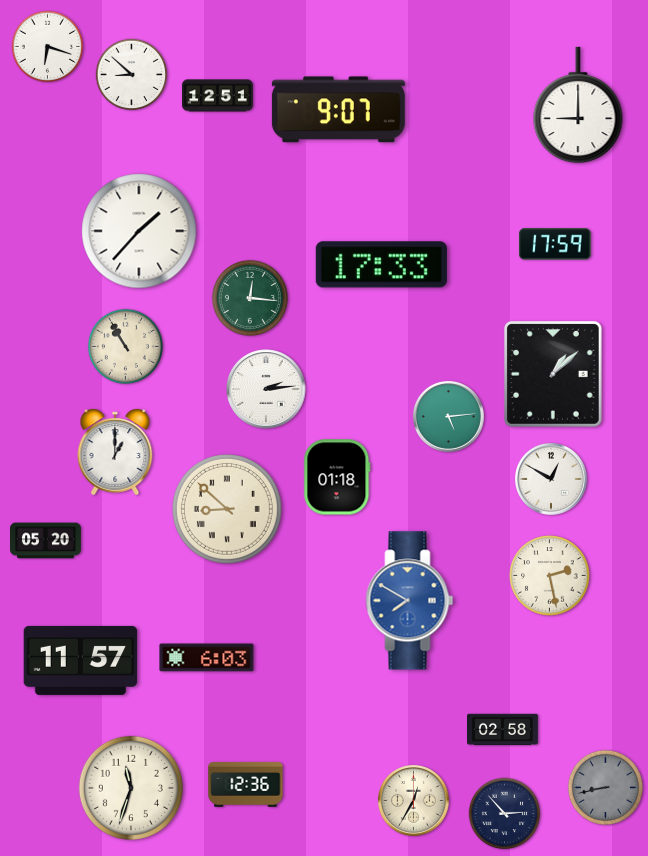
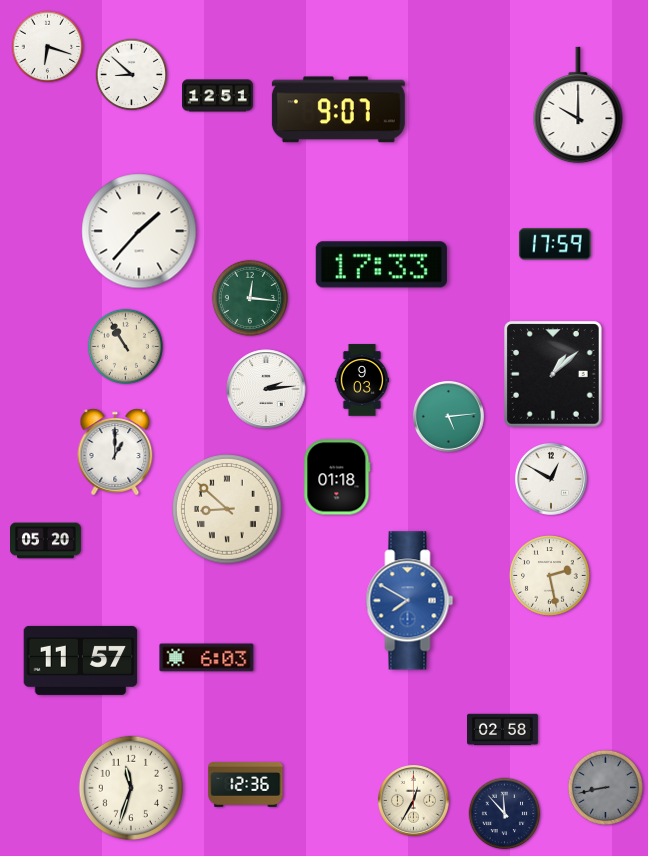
clock at (578, 105): 9:00 -> 10:00
clock at (362, 380): none -> 9:03
clock at (505, 814): 2:53 -> 11:53
